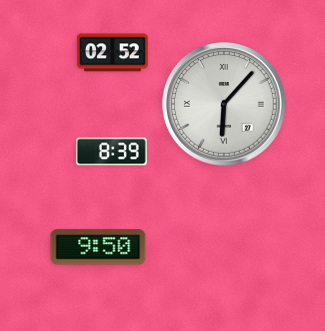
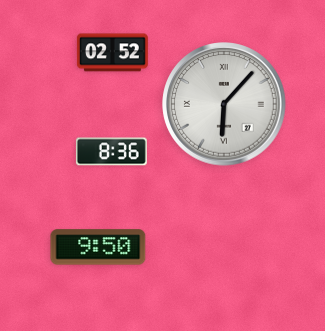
clock at (111, 152): 8:39 -> 8:36
